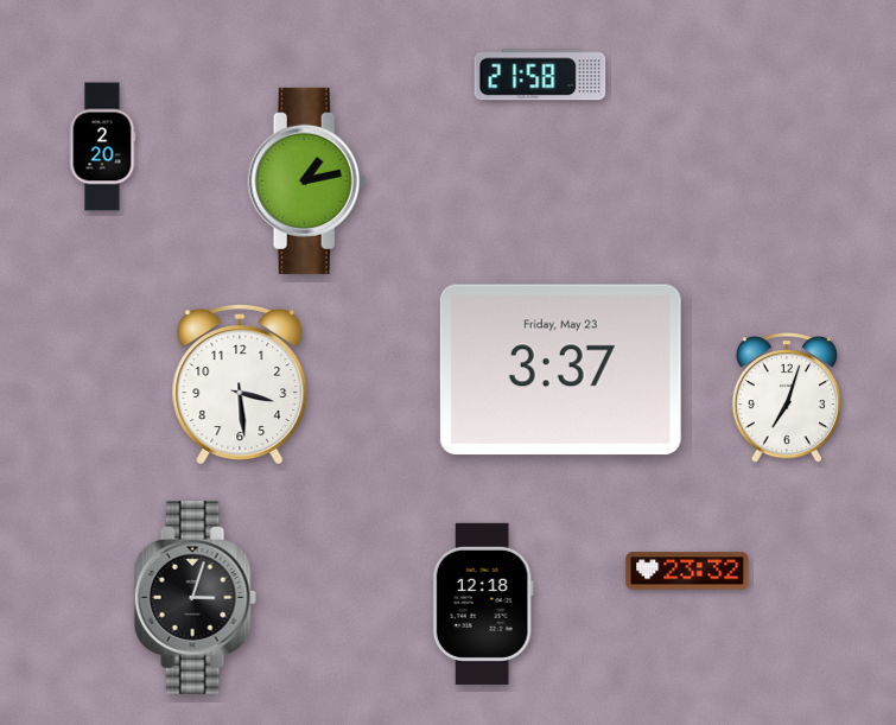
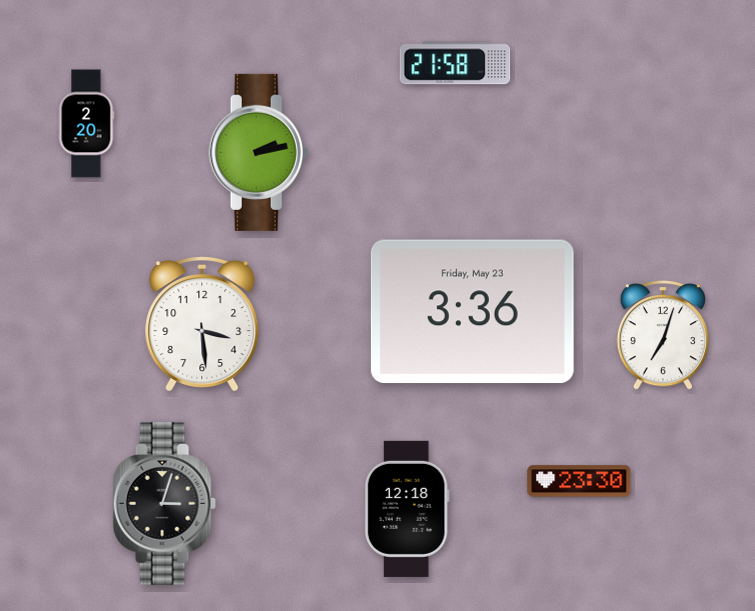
clock at (307, 180): 1:13 -> 2:13
clock at (560, 370): 3:37 -> 3:36
clock at (687, 571): 23:32 -> 23:30
